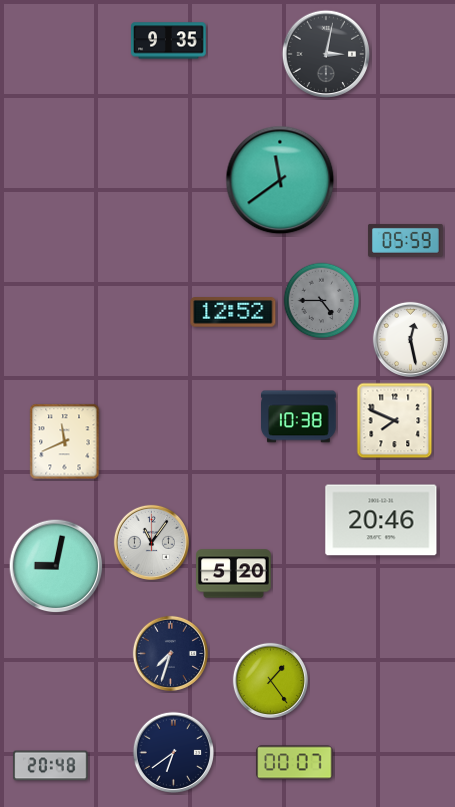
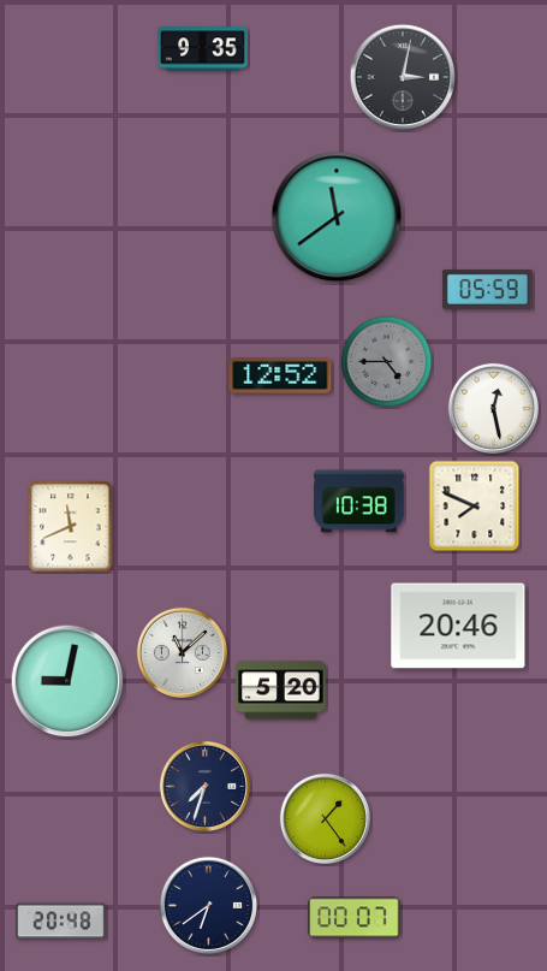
clock at (326, 54) position: (326, 54) -> (403, 77)
clock at (65, 442) position: (65, 442) -> (71, 527)
clock at (151, 542): 11:06 -> 11:08
